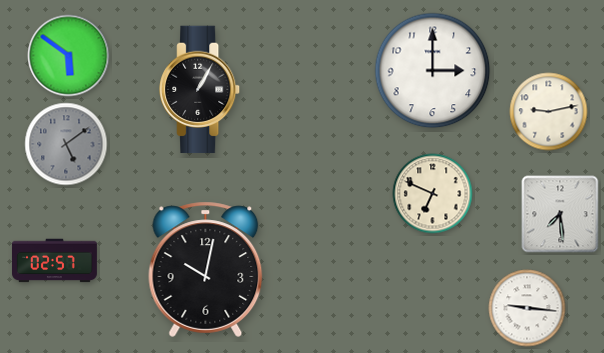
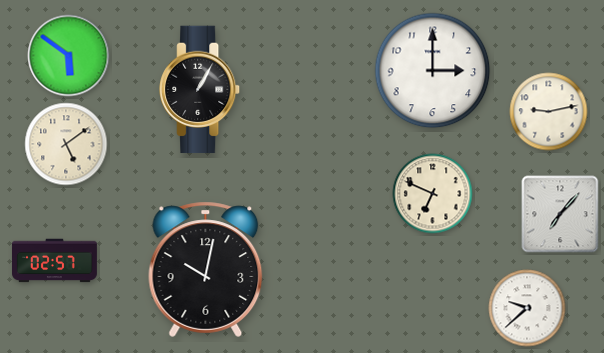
clock at (66, 144) dial: grey -> cream
clock at (560, 214): 7:29 -> 7:07
clock at (527, 308): 9:16 -> 9:38
